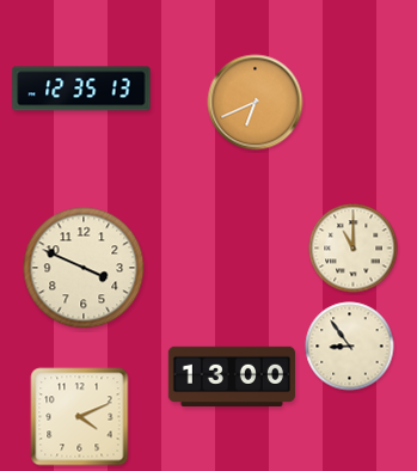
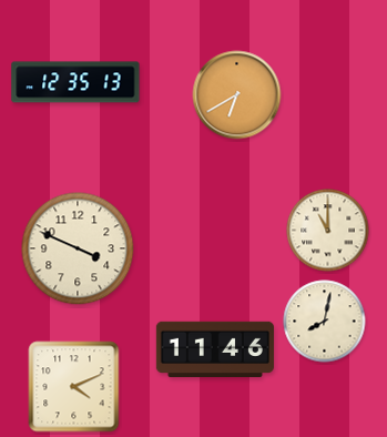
clock at (256, 103): 6:41 -> 6:40
clock at (350, 347): 8:54 -> 8:02
clock at (232, 375): 13:00 -> 11:46
